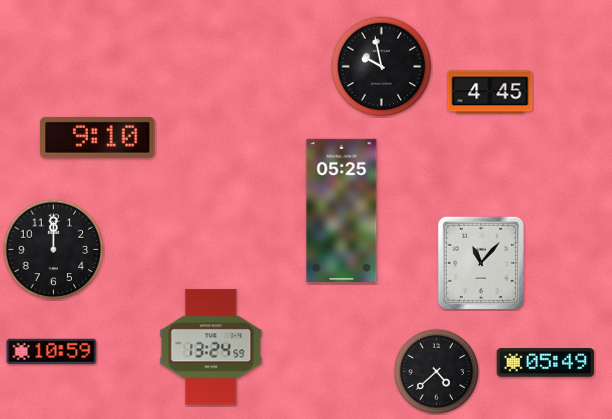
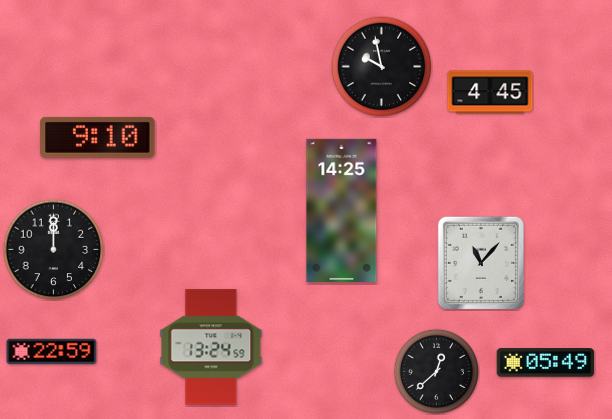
clock at (342, 210): 05:25 -> 14:25
clock at (52, 352): 10:59 -> 22:59
clock at (436, 371): 4:38 -> 12:38
